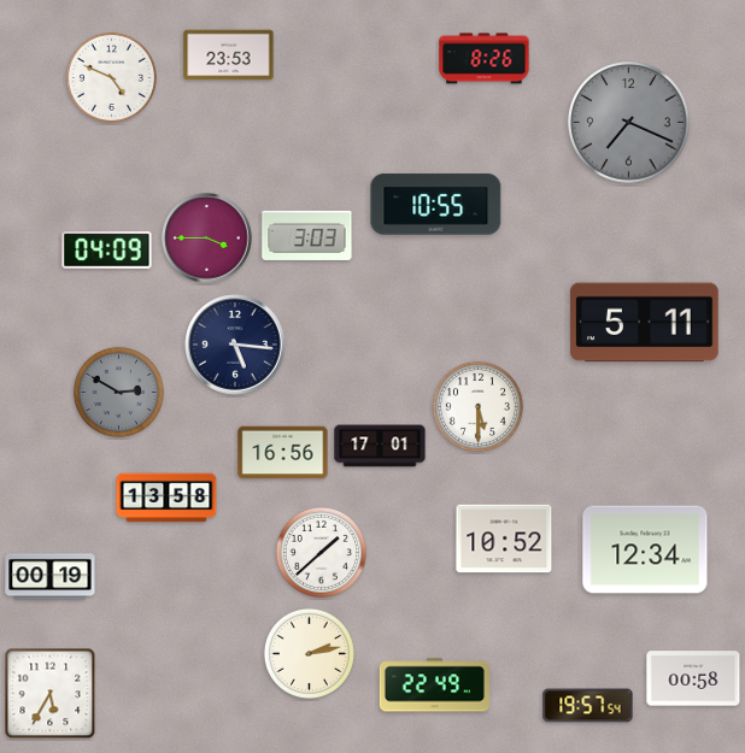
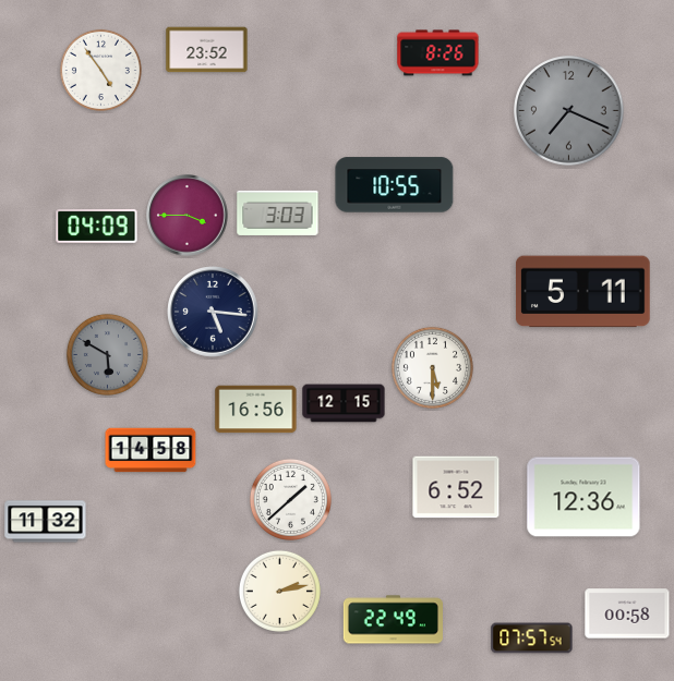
clock at (229, 55): 23:53 -> 23:52
clock at (111, 77): 4:49 -> 4:54
clock at (118, 392): 2:50 -> 5:50
clock at (380, 446): 17:01 -> 12:15
clock at (166, 498): 13:58 -> 14:58
clock at (504, 539): 10:52 -> 6:52
clock at (645, 549): 12:34 -> 12:36
clock at (51, 577): 00:19 -> 11:32
clock at (51, 694): 5:35 -> none
clock at (588, 706): 19:57 -> 07:57
